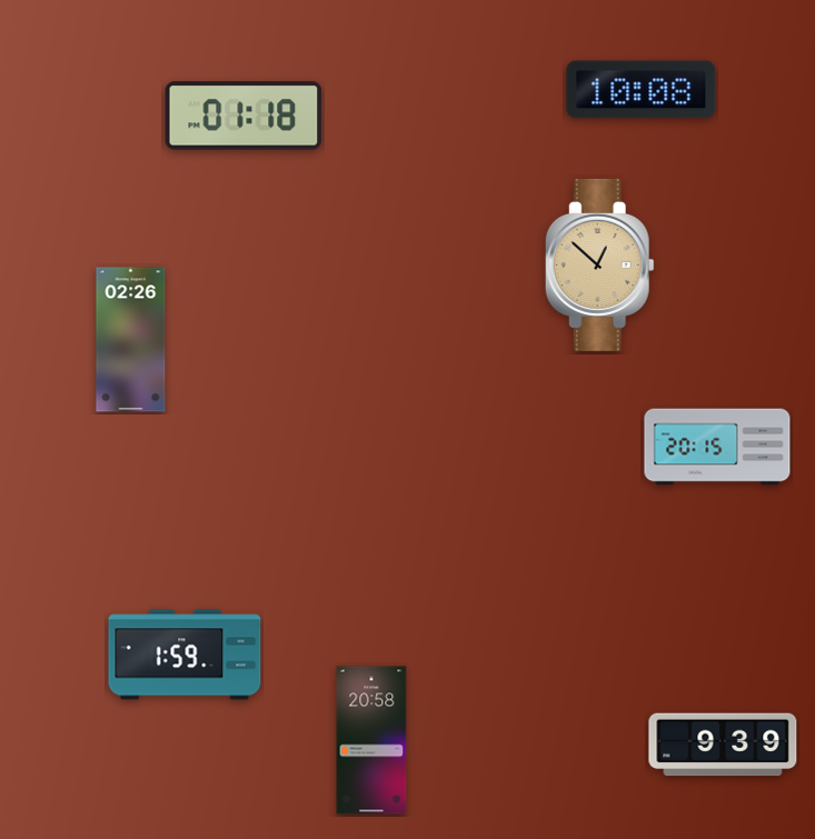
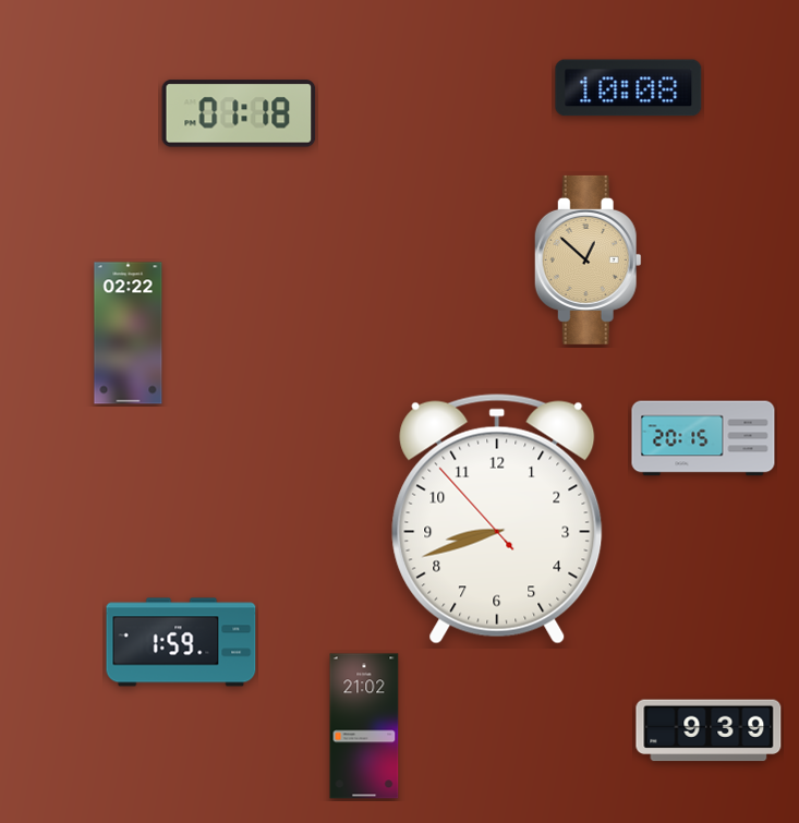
clock at (131, 340): 02:26 -> 02:22
clock at (497, 519): none -> 8:41
clock at (371, 740): 20:58 -> 21:02
